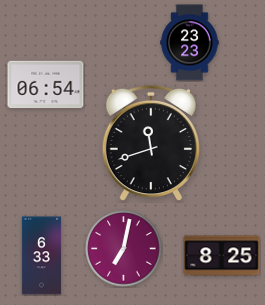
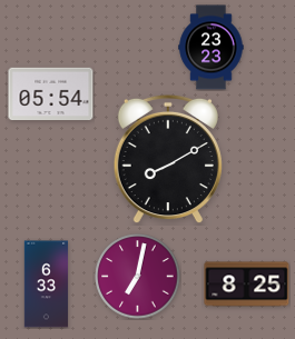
clock at (46, 85): 06:54 -> 05:54
clock at (151, 143): 11:42 -> 8:10
